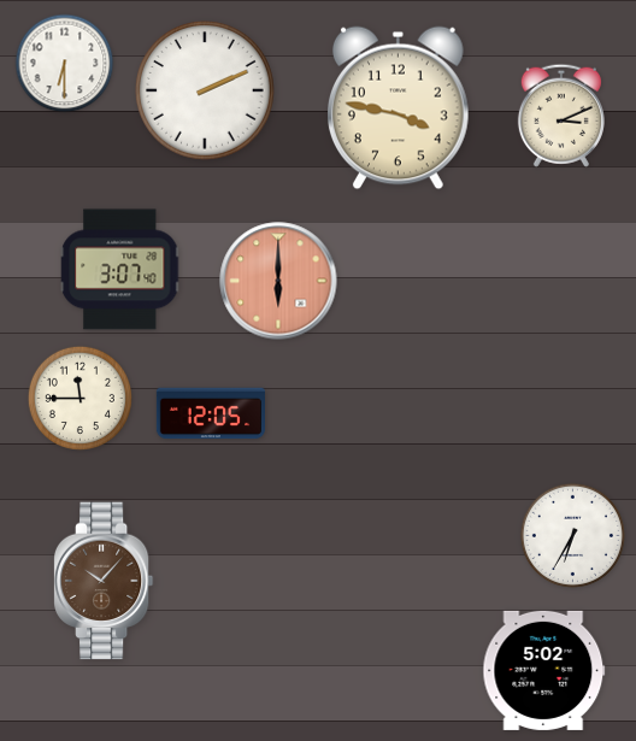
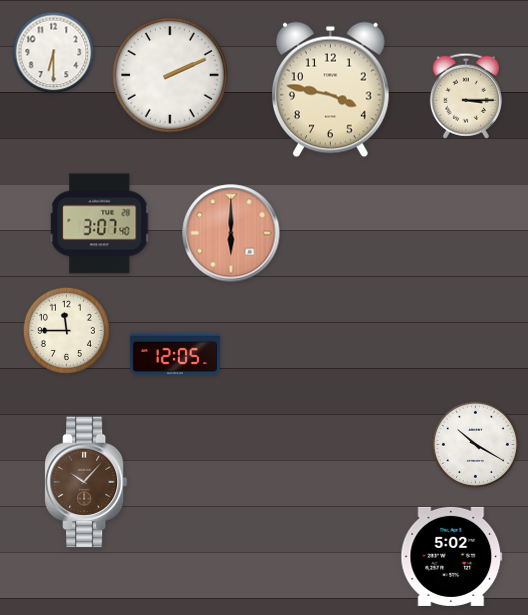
clock at (561, 116): 3:11 -> 3:15
clock at (210, 413) position: (210, 413) -> (174, 354)
clock at (572, 535): 6:35 -> 10:20
